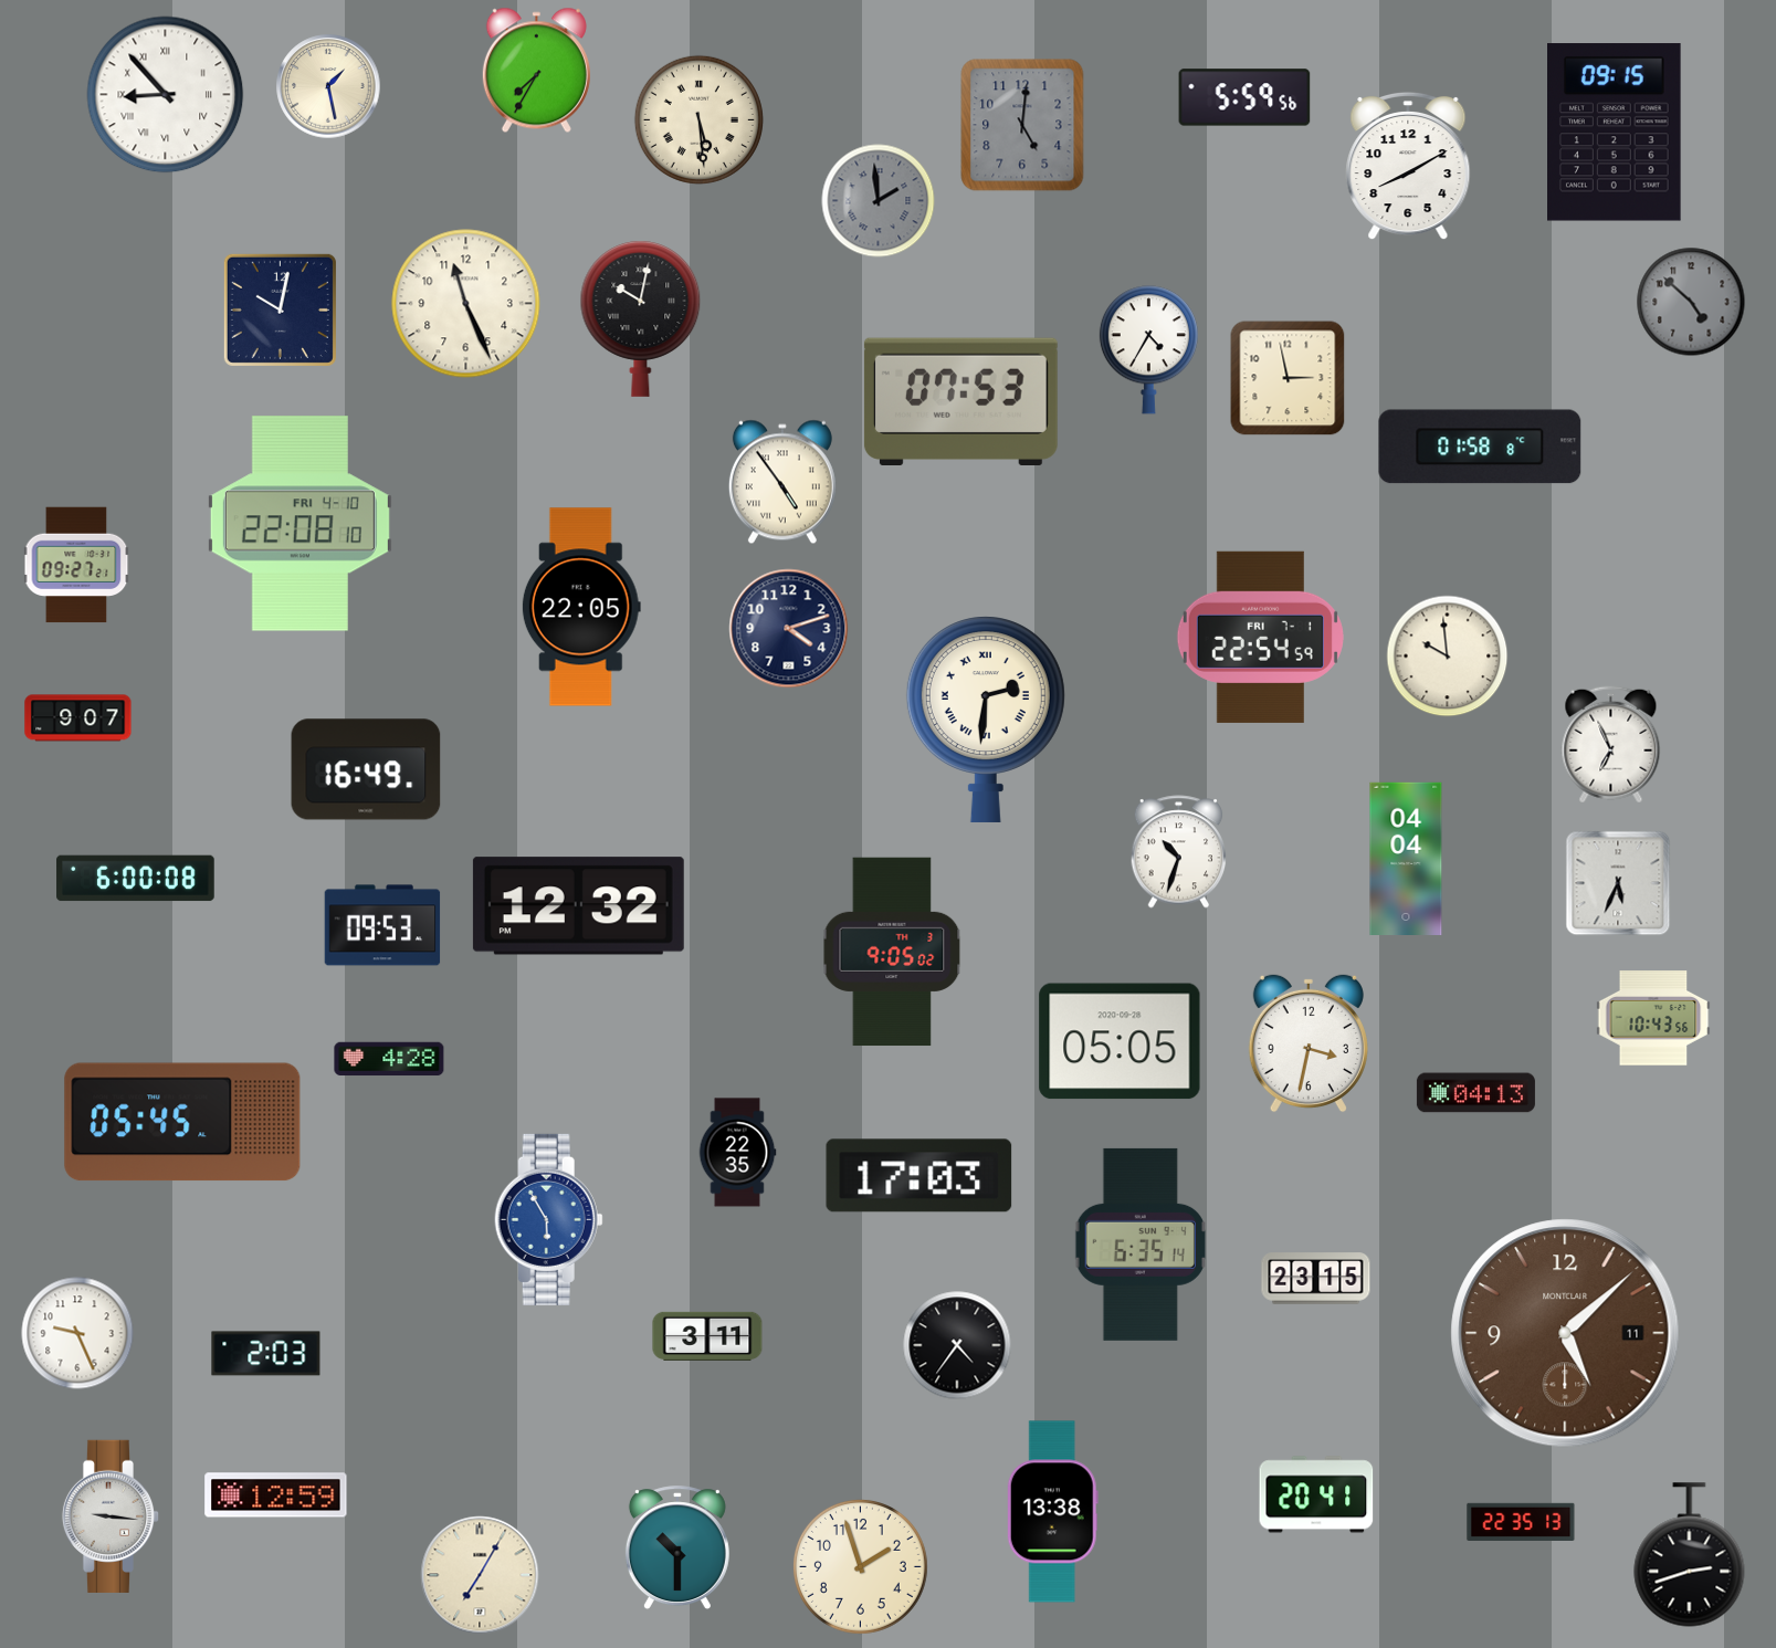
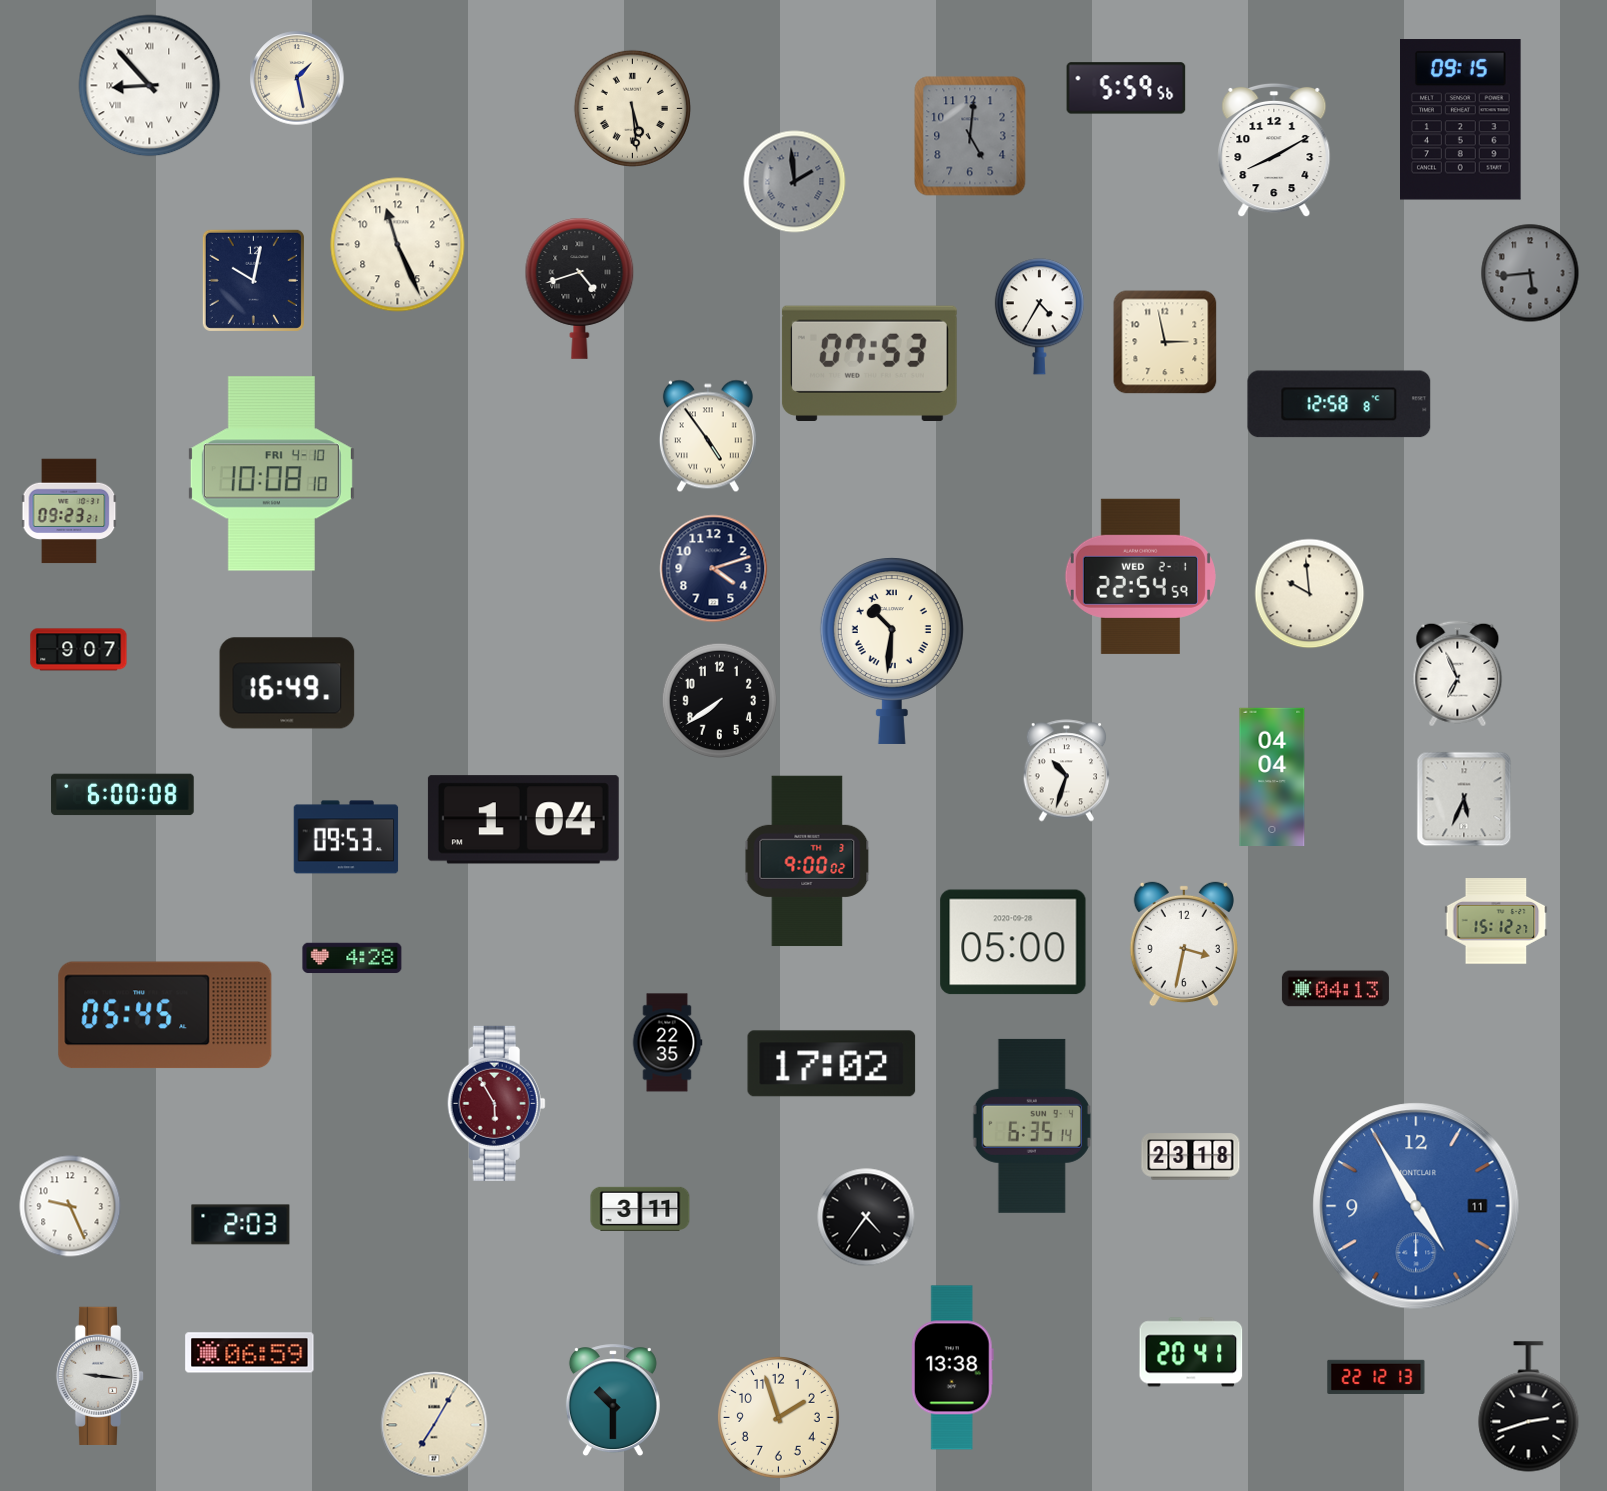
clock at (536, 71): 7:35 -> none
clock at (1022, 125) position: (1022, 125) -> (970, 136)
clock at (1691, 302): 4:52 -> 5:44
clock at (466, 304) position: (466, 304) -> (398, 245)
clock at (641, 318): 10:02 -> 4:42
clock at (1480, 447): 01:58 -> 12:58
clock at (299, 524): 22:08 -> 10:08
clock at (76, 565): 09:27 -> 09:23
clock at (581, 607): 22:05 -> none
clock at (1260, 637) date: FRI 7-1 -> WED 2-1
clock at (78, 718) position: (78, 718) -> (79, 650)
clock at (986, 720): 2:31 -> 10:31
clock at (366, 769) position: (366, 769) -> (287, 683)
clock at (719, 700): none -> 7:39
clock at (578, 906): 12:32 -> 1:04
clock at (892, 952): 9:05 -> 9:00
clock at (1653, 1018): 10:43 -> 15:12
clock at (1120, 1041): 05:05 -> 05:00
clock at (919, 1176): 17:03 -> 17:02
clock at (548, 1219) dial: blue -> burgundy
clock at (1316, 1279): 23:15 -> 23:18
clock at (1565, 1333): 5:08 -> 4:55
clock at (1565, 1333) dial: brown -> blue
clock at (276, 1495): 12:59 -> 06:59
clock at (111, 1516) position: (111, 1516) -> (100, 1376)
clock at (1521, 1522): 22:35 -> 22:12
